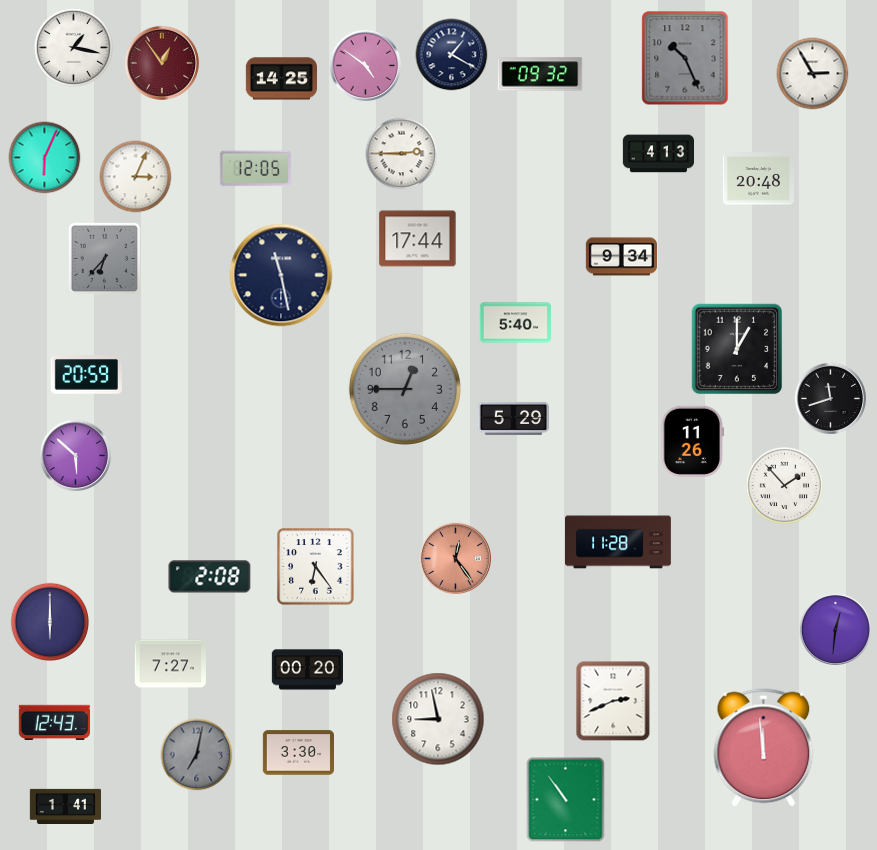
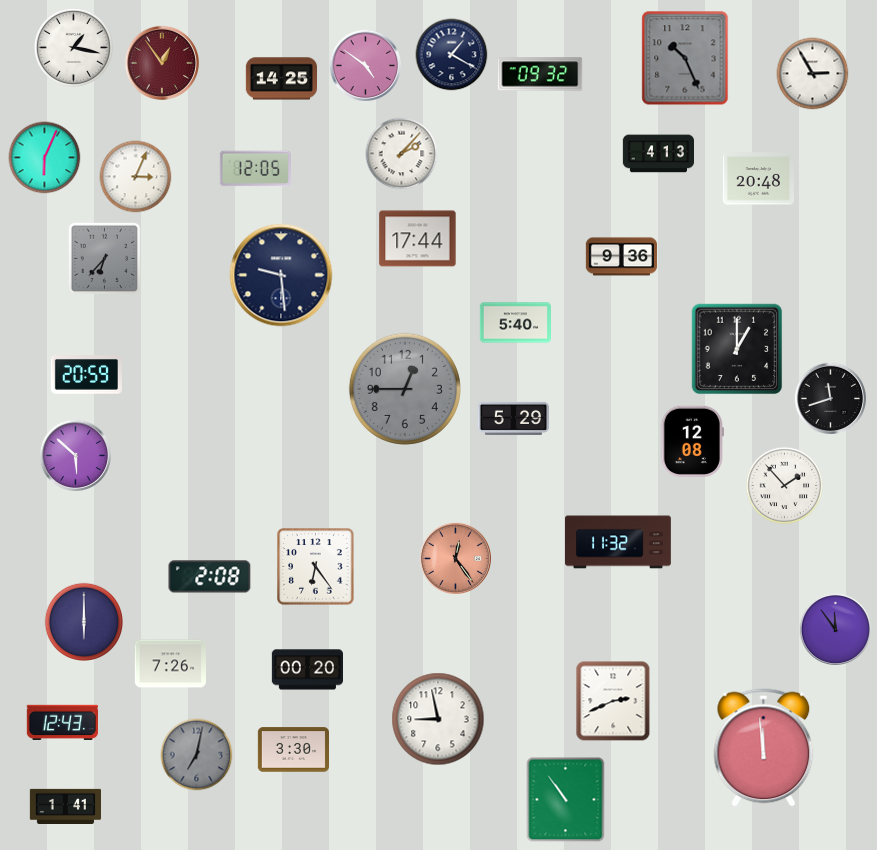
clock at (402, 154): 2:45 -> 2:07
clock at (621, 257): 9:34 -> 9:36
clock at (281, 275): 11:28 -> 9:29
clock at (692, 441): 11:26 -> 12:08
clock at (619, 542): 11:28 -> 11:32
clock at (50, 622) position: (50, 622) -> (84, 622)
clock at (835, 629): 12:31 -> 11:54
clock at (170, 664): 7:27 -> 7:26
clock at (54, 722) position: (54, 722) -> (62, 722)
clock at (298, 753) position: (298, 753) -> (293, 750)
